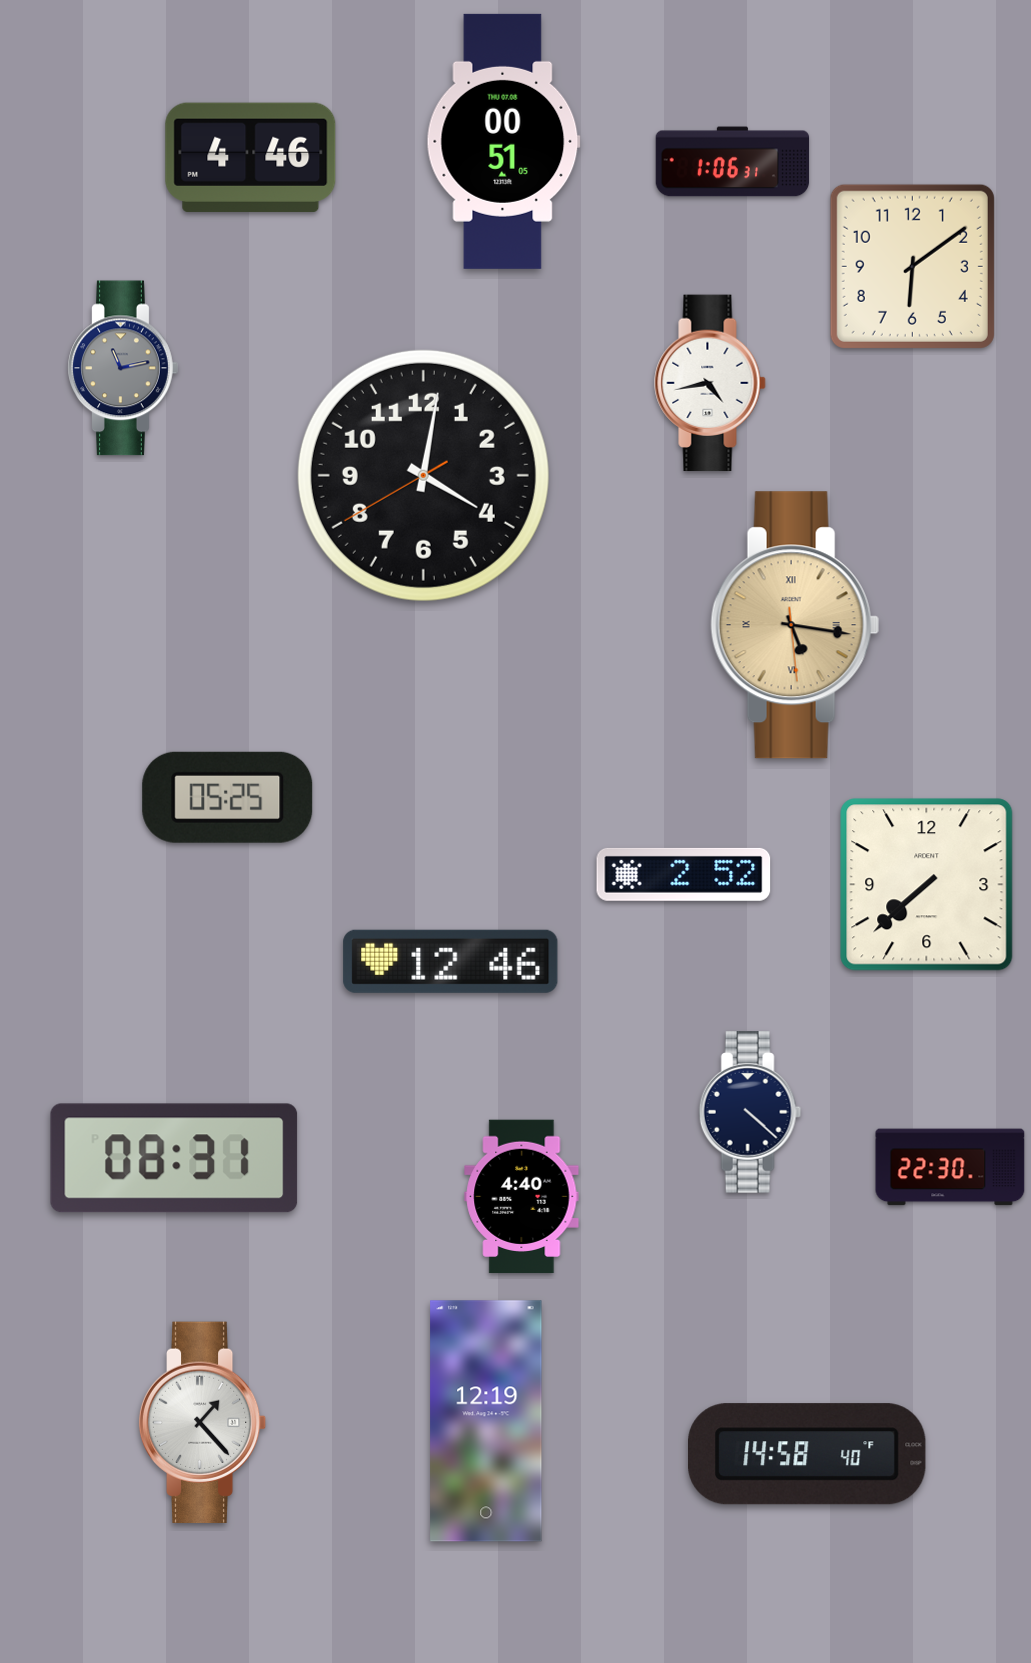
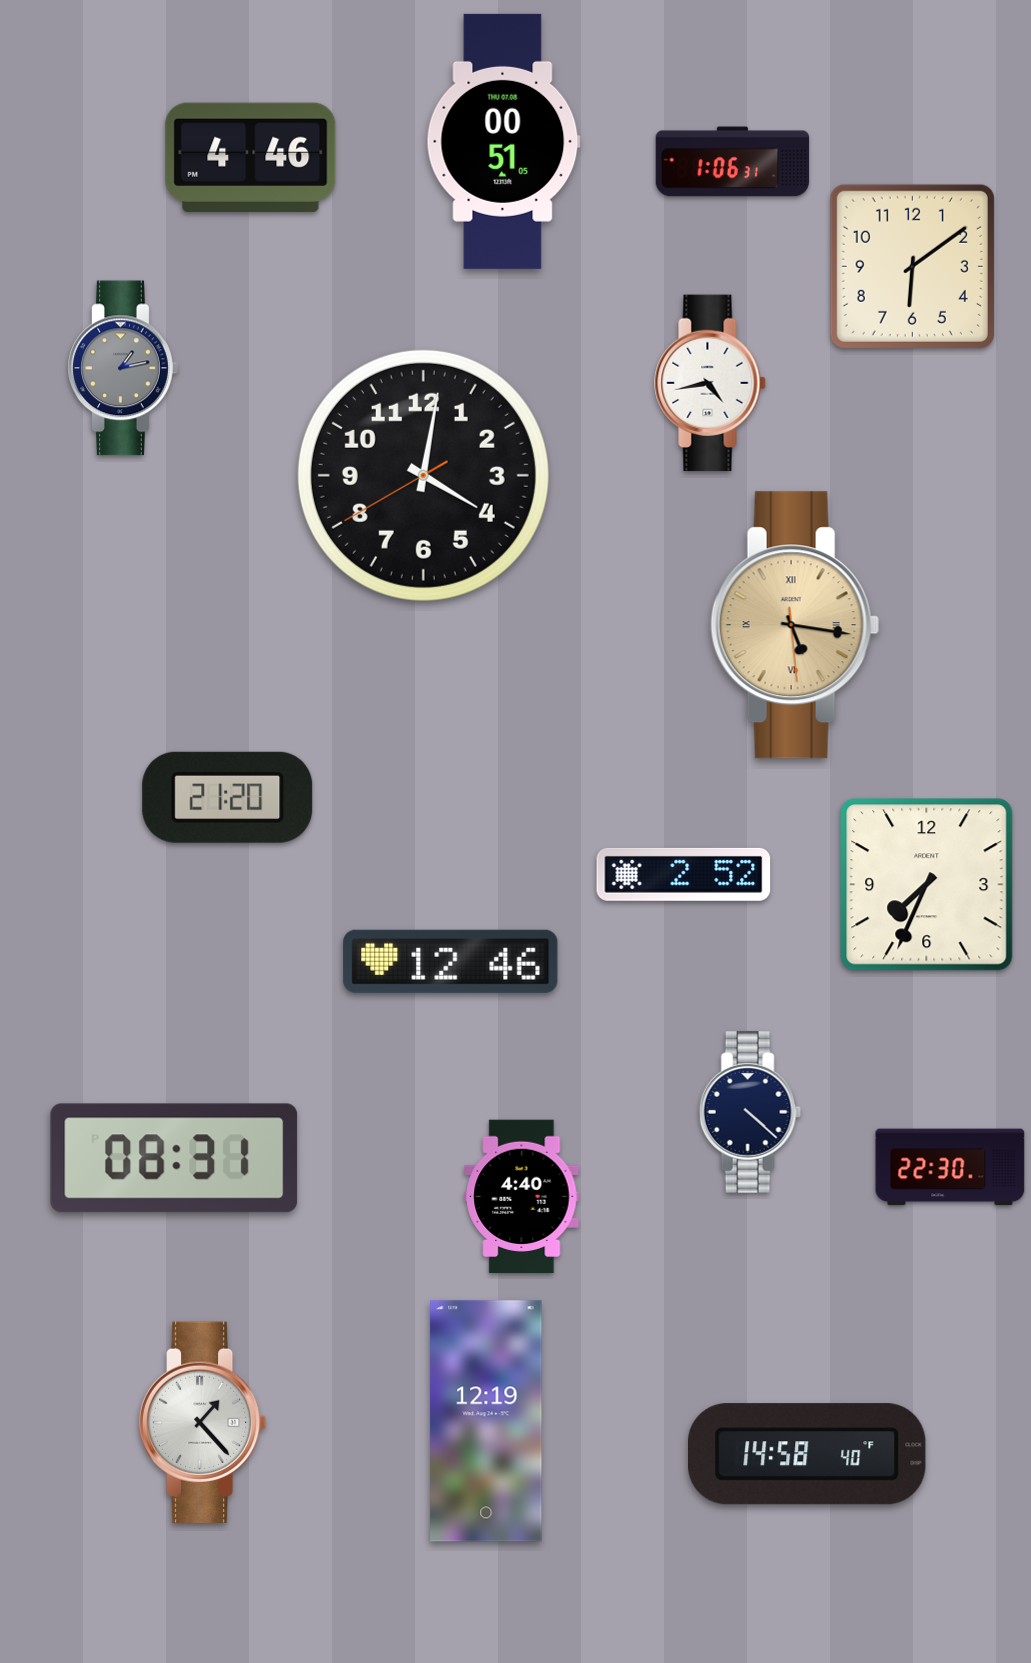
clock at (123, 368): 11:13 -> 1:13
clock at (228, 797): 05:25 -> 21:20
clock at (927, 885): 7:38 -> 7:34
